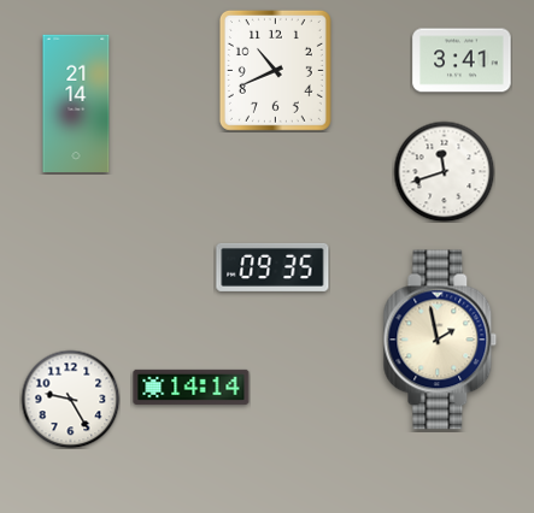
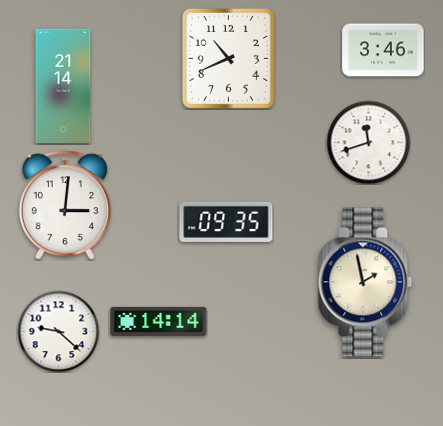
clock at (462, 60): 3:41 -> 3:46
clock at (65, 205): none -> 3:01
clock at (70, 399): 9:25 -> 9:22
